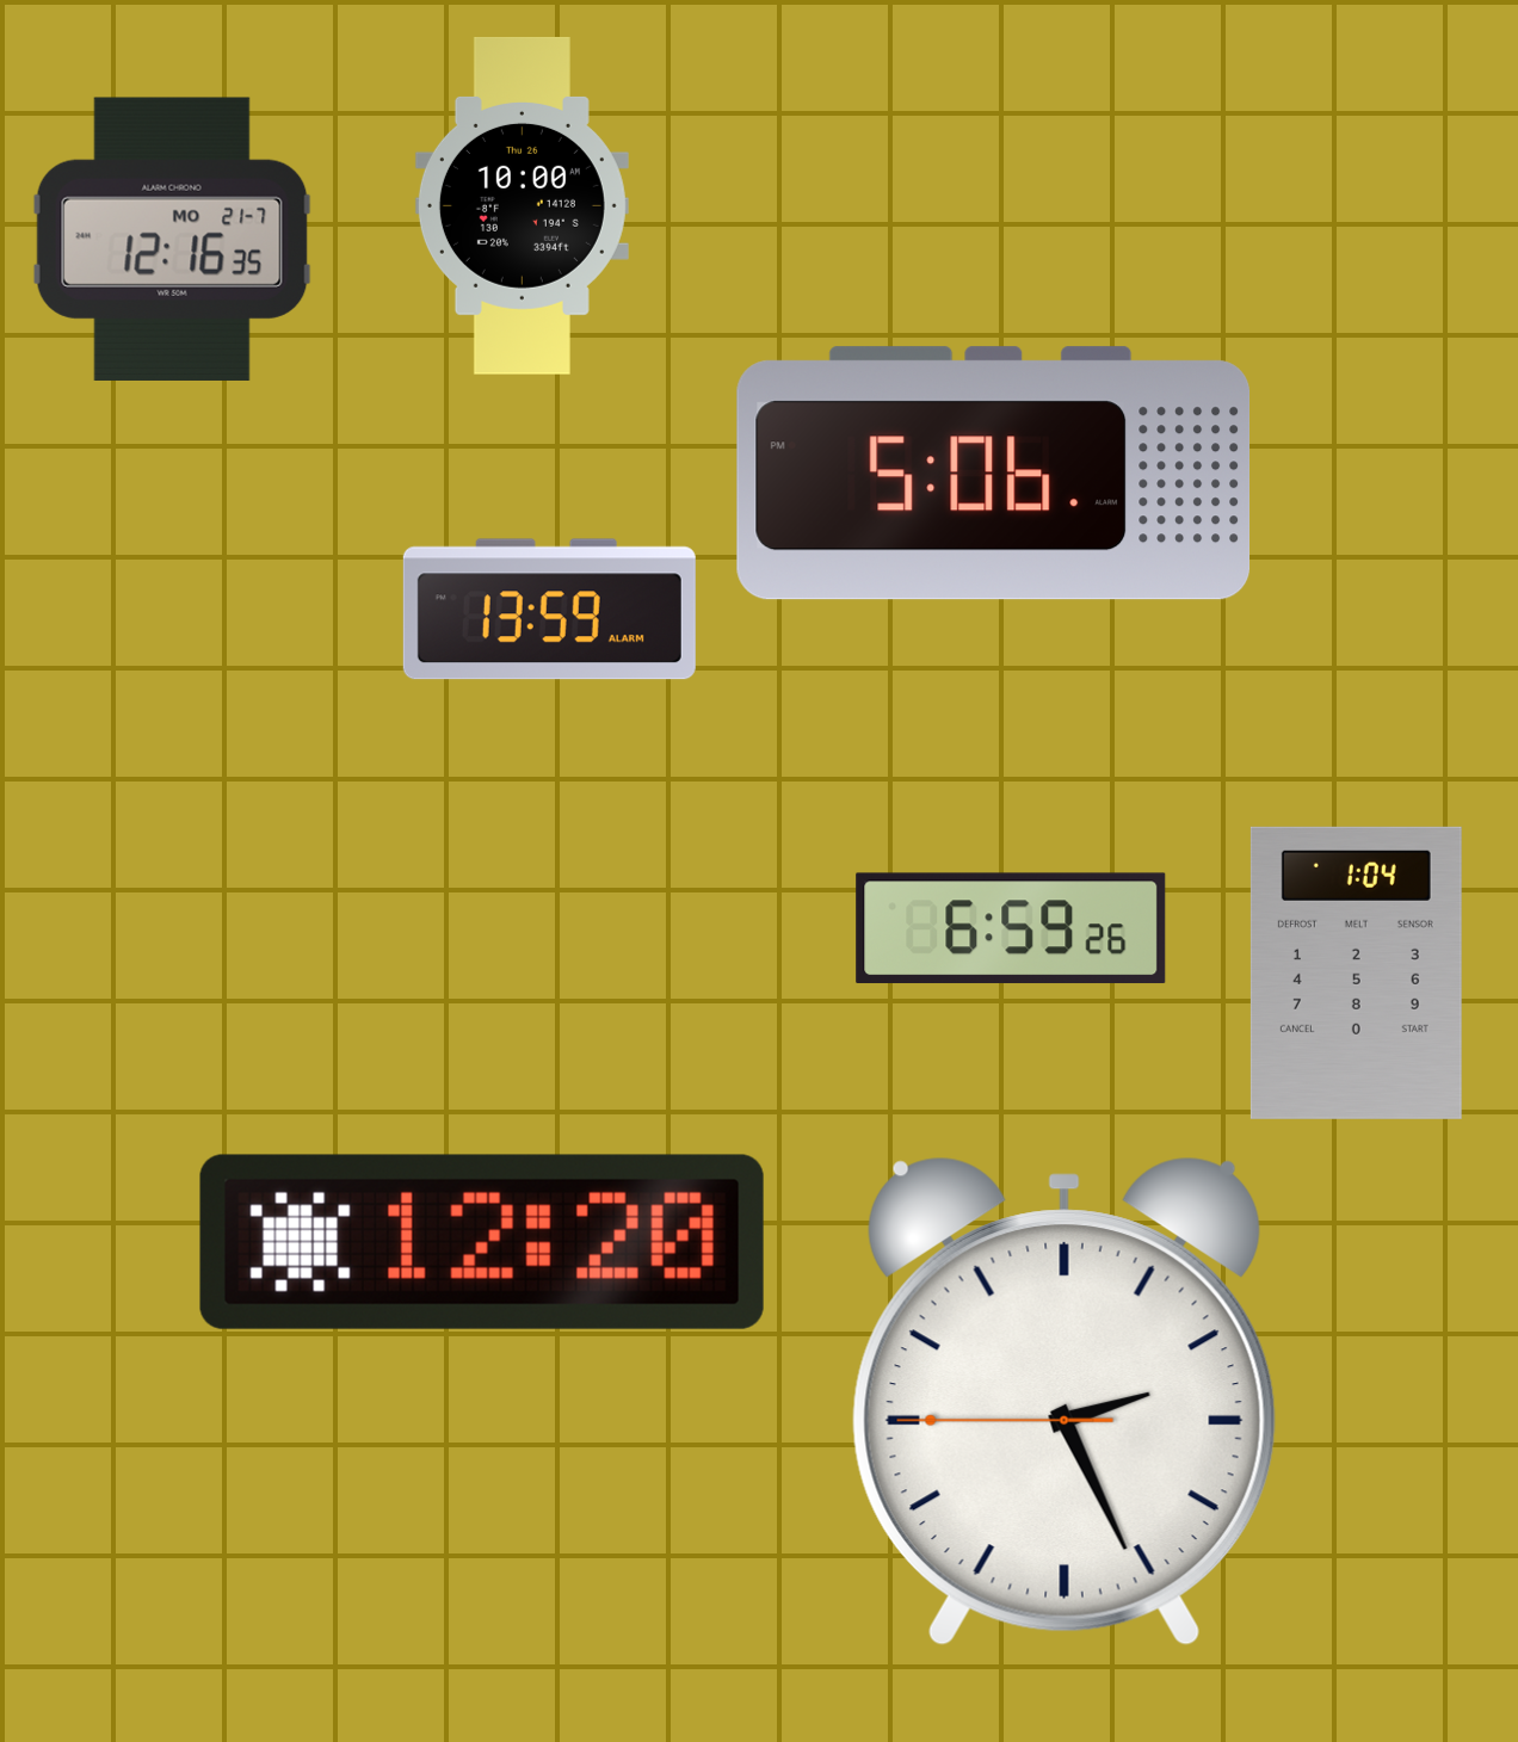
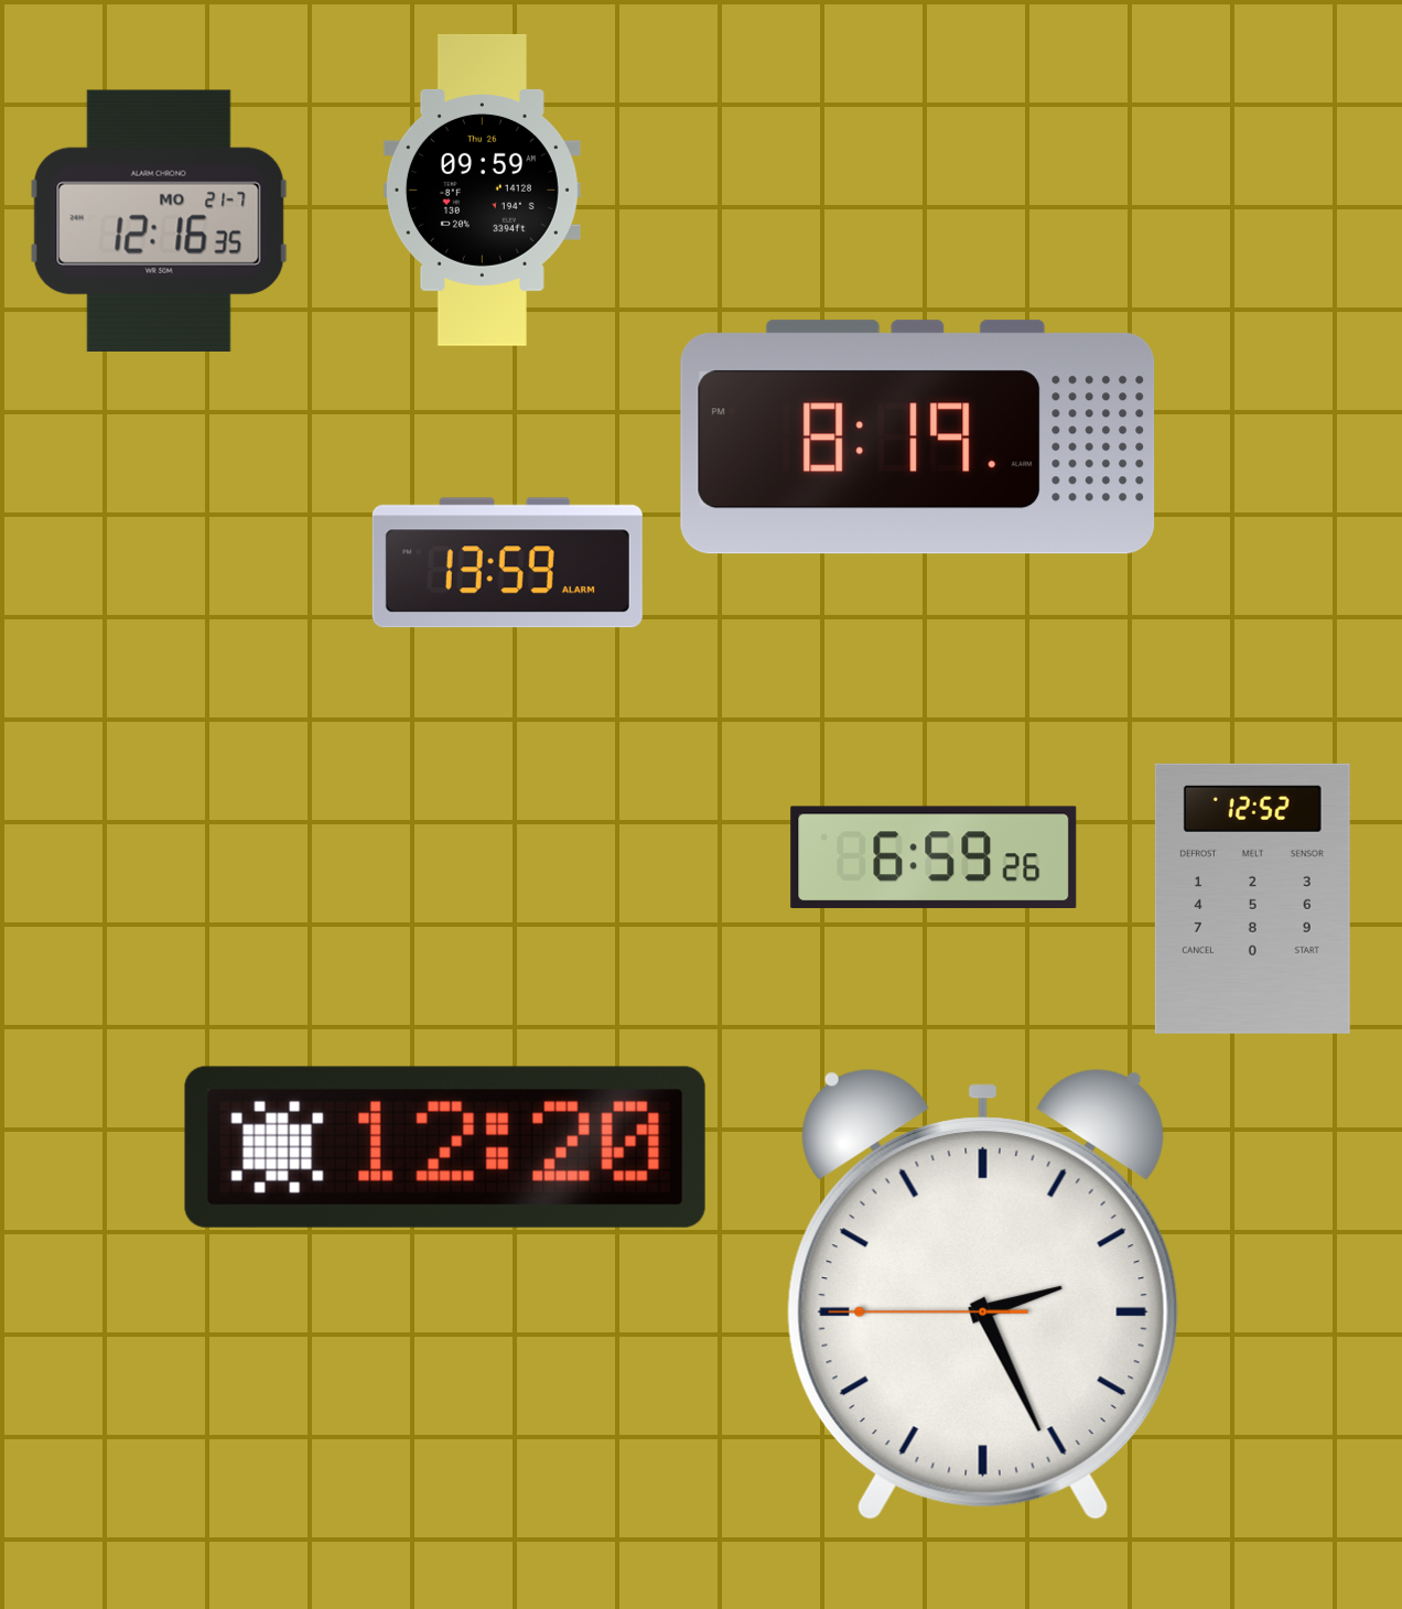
clock at (522, 205): 10:00 -> 09:59
clock at (994, 474): 5:06 -> 8:19
clock at (1356, 972): 1:04 -> 12:52
